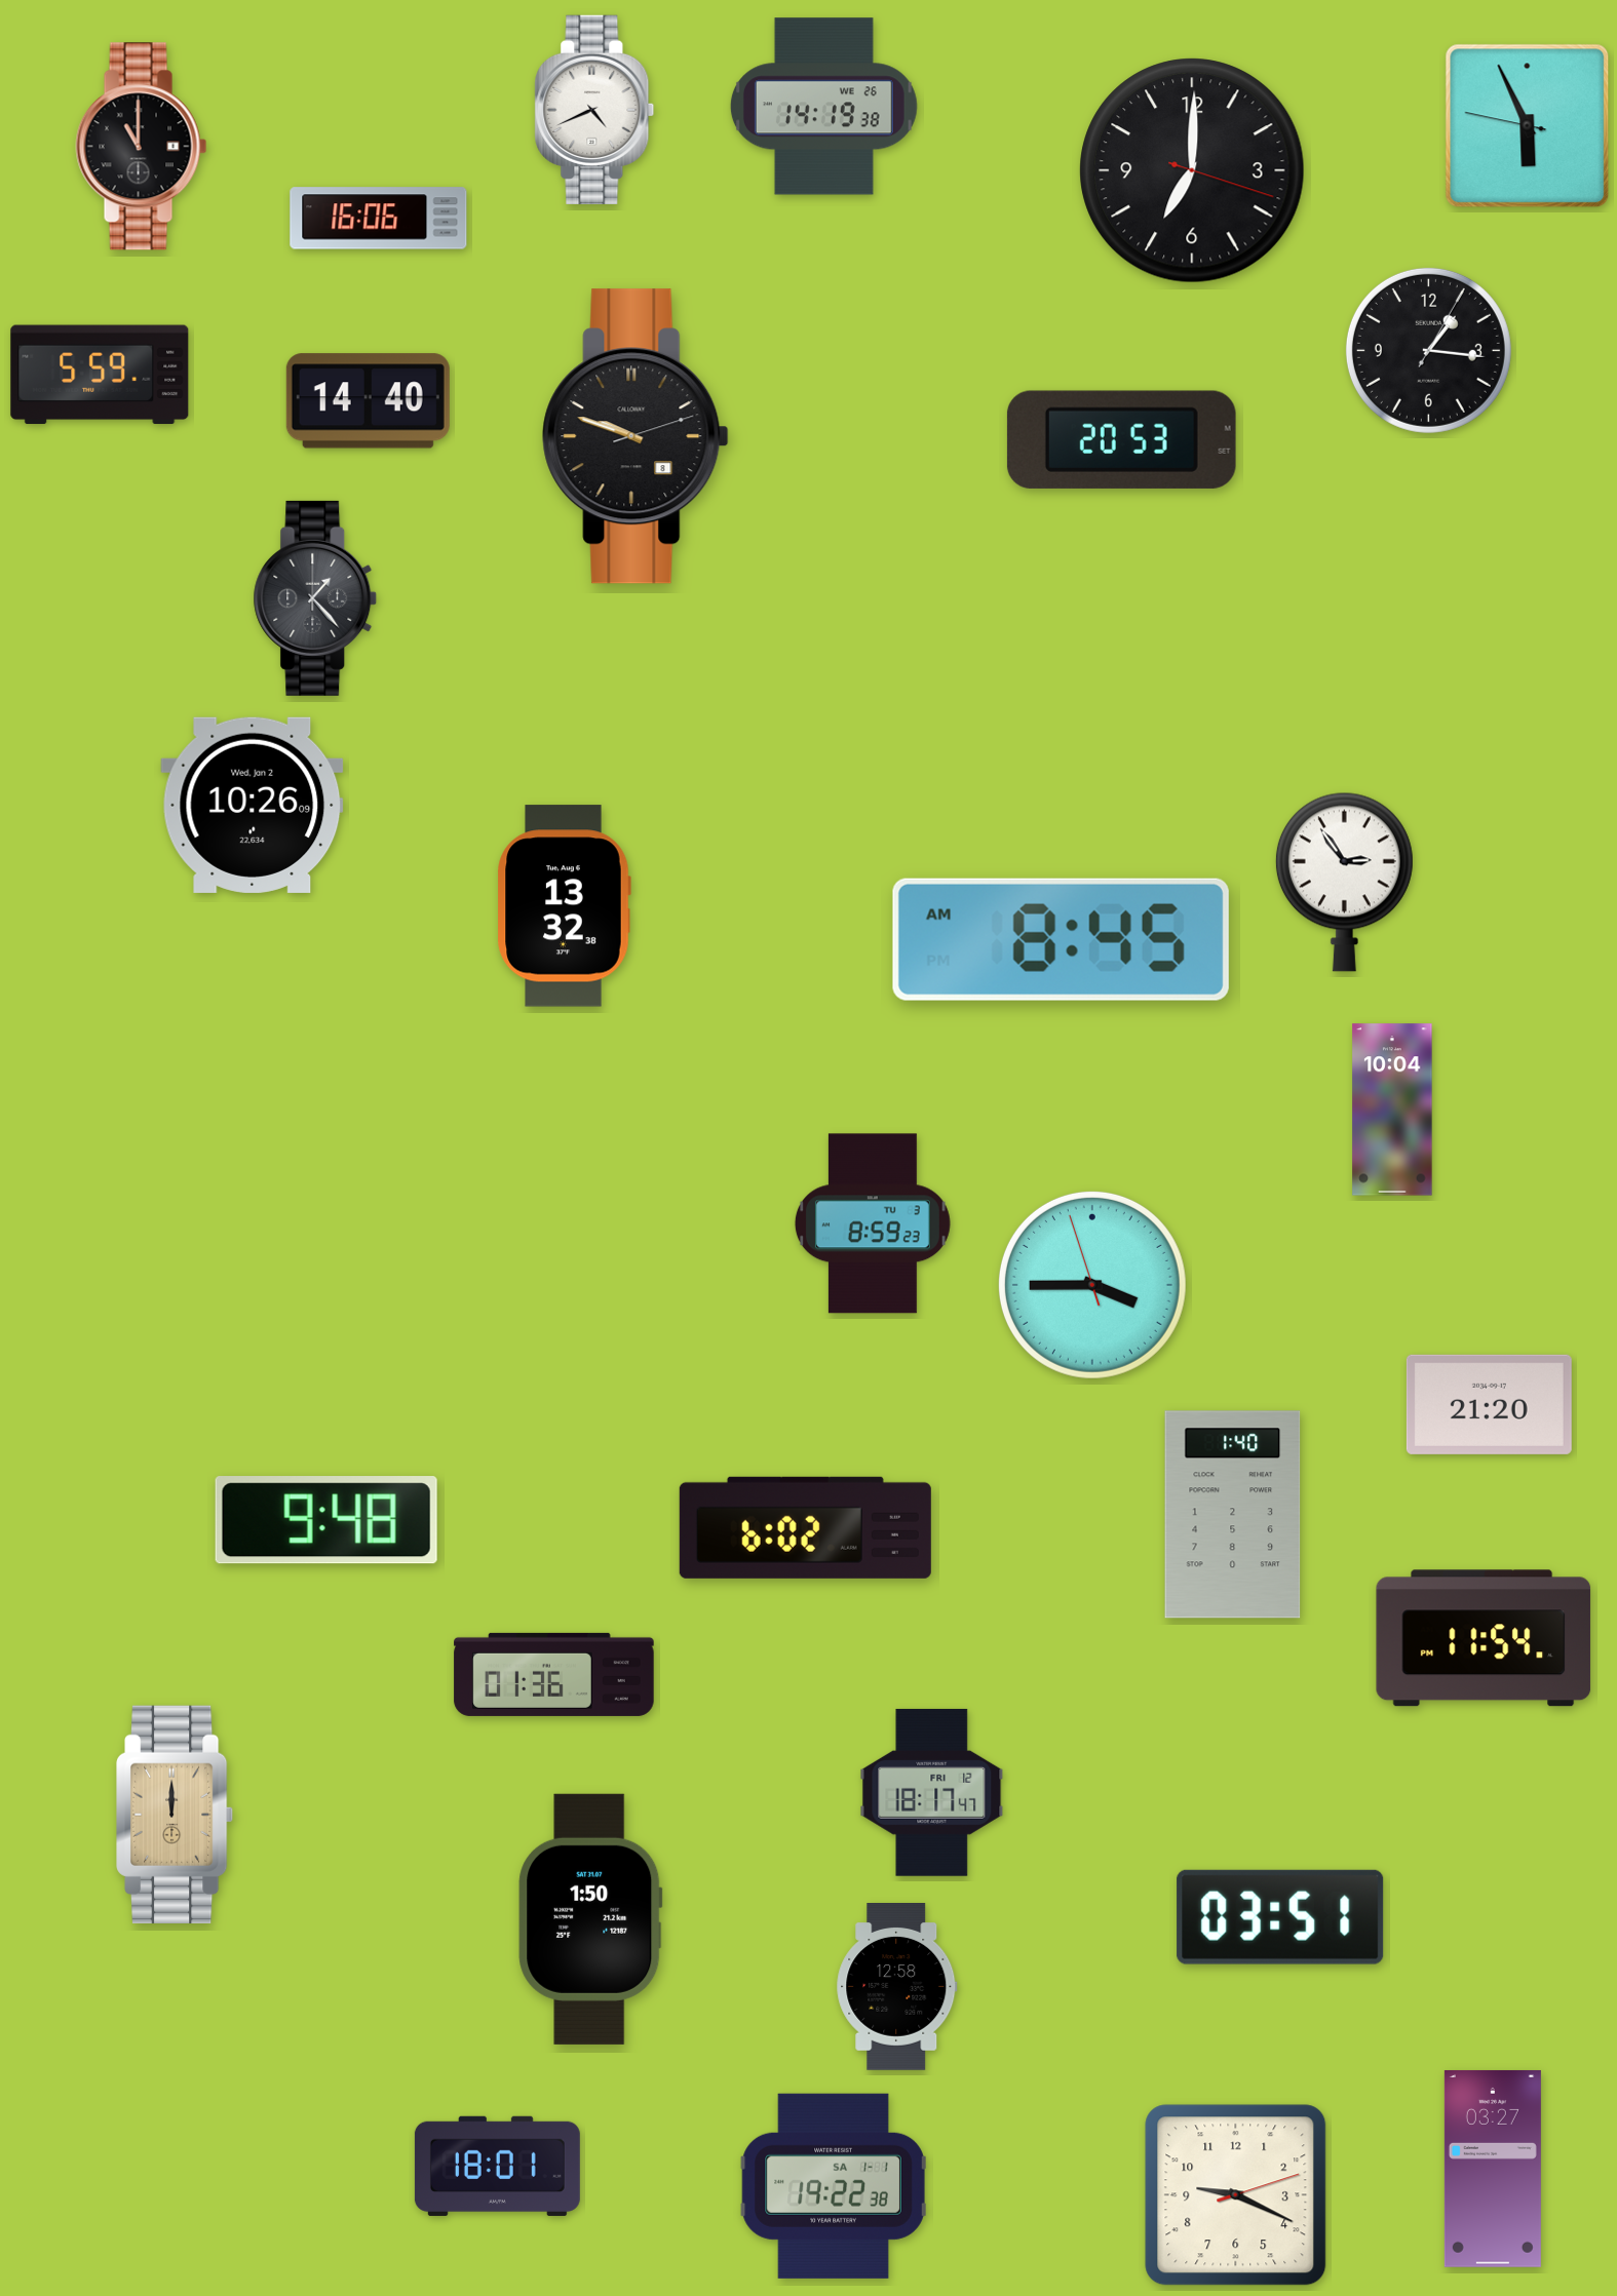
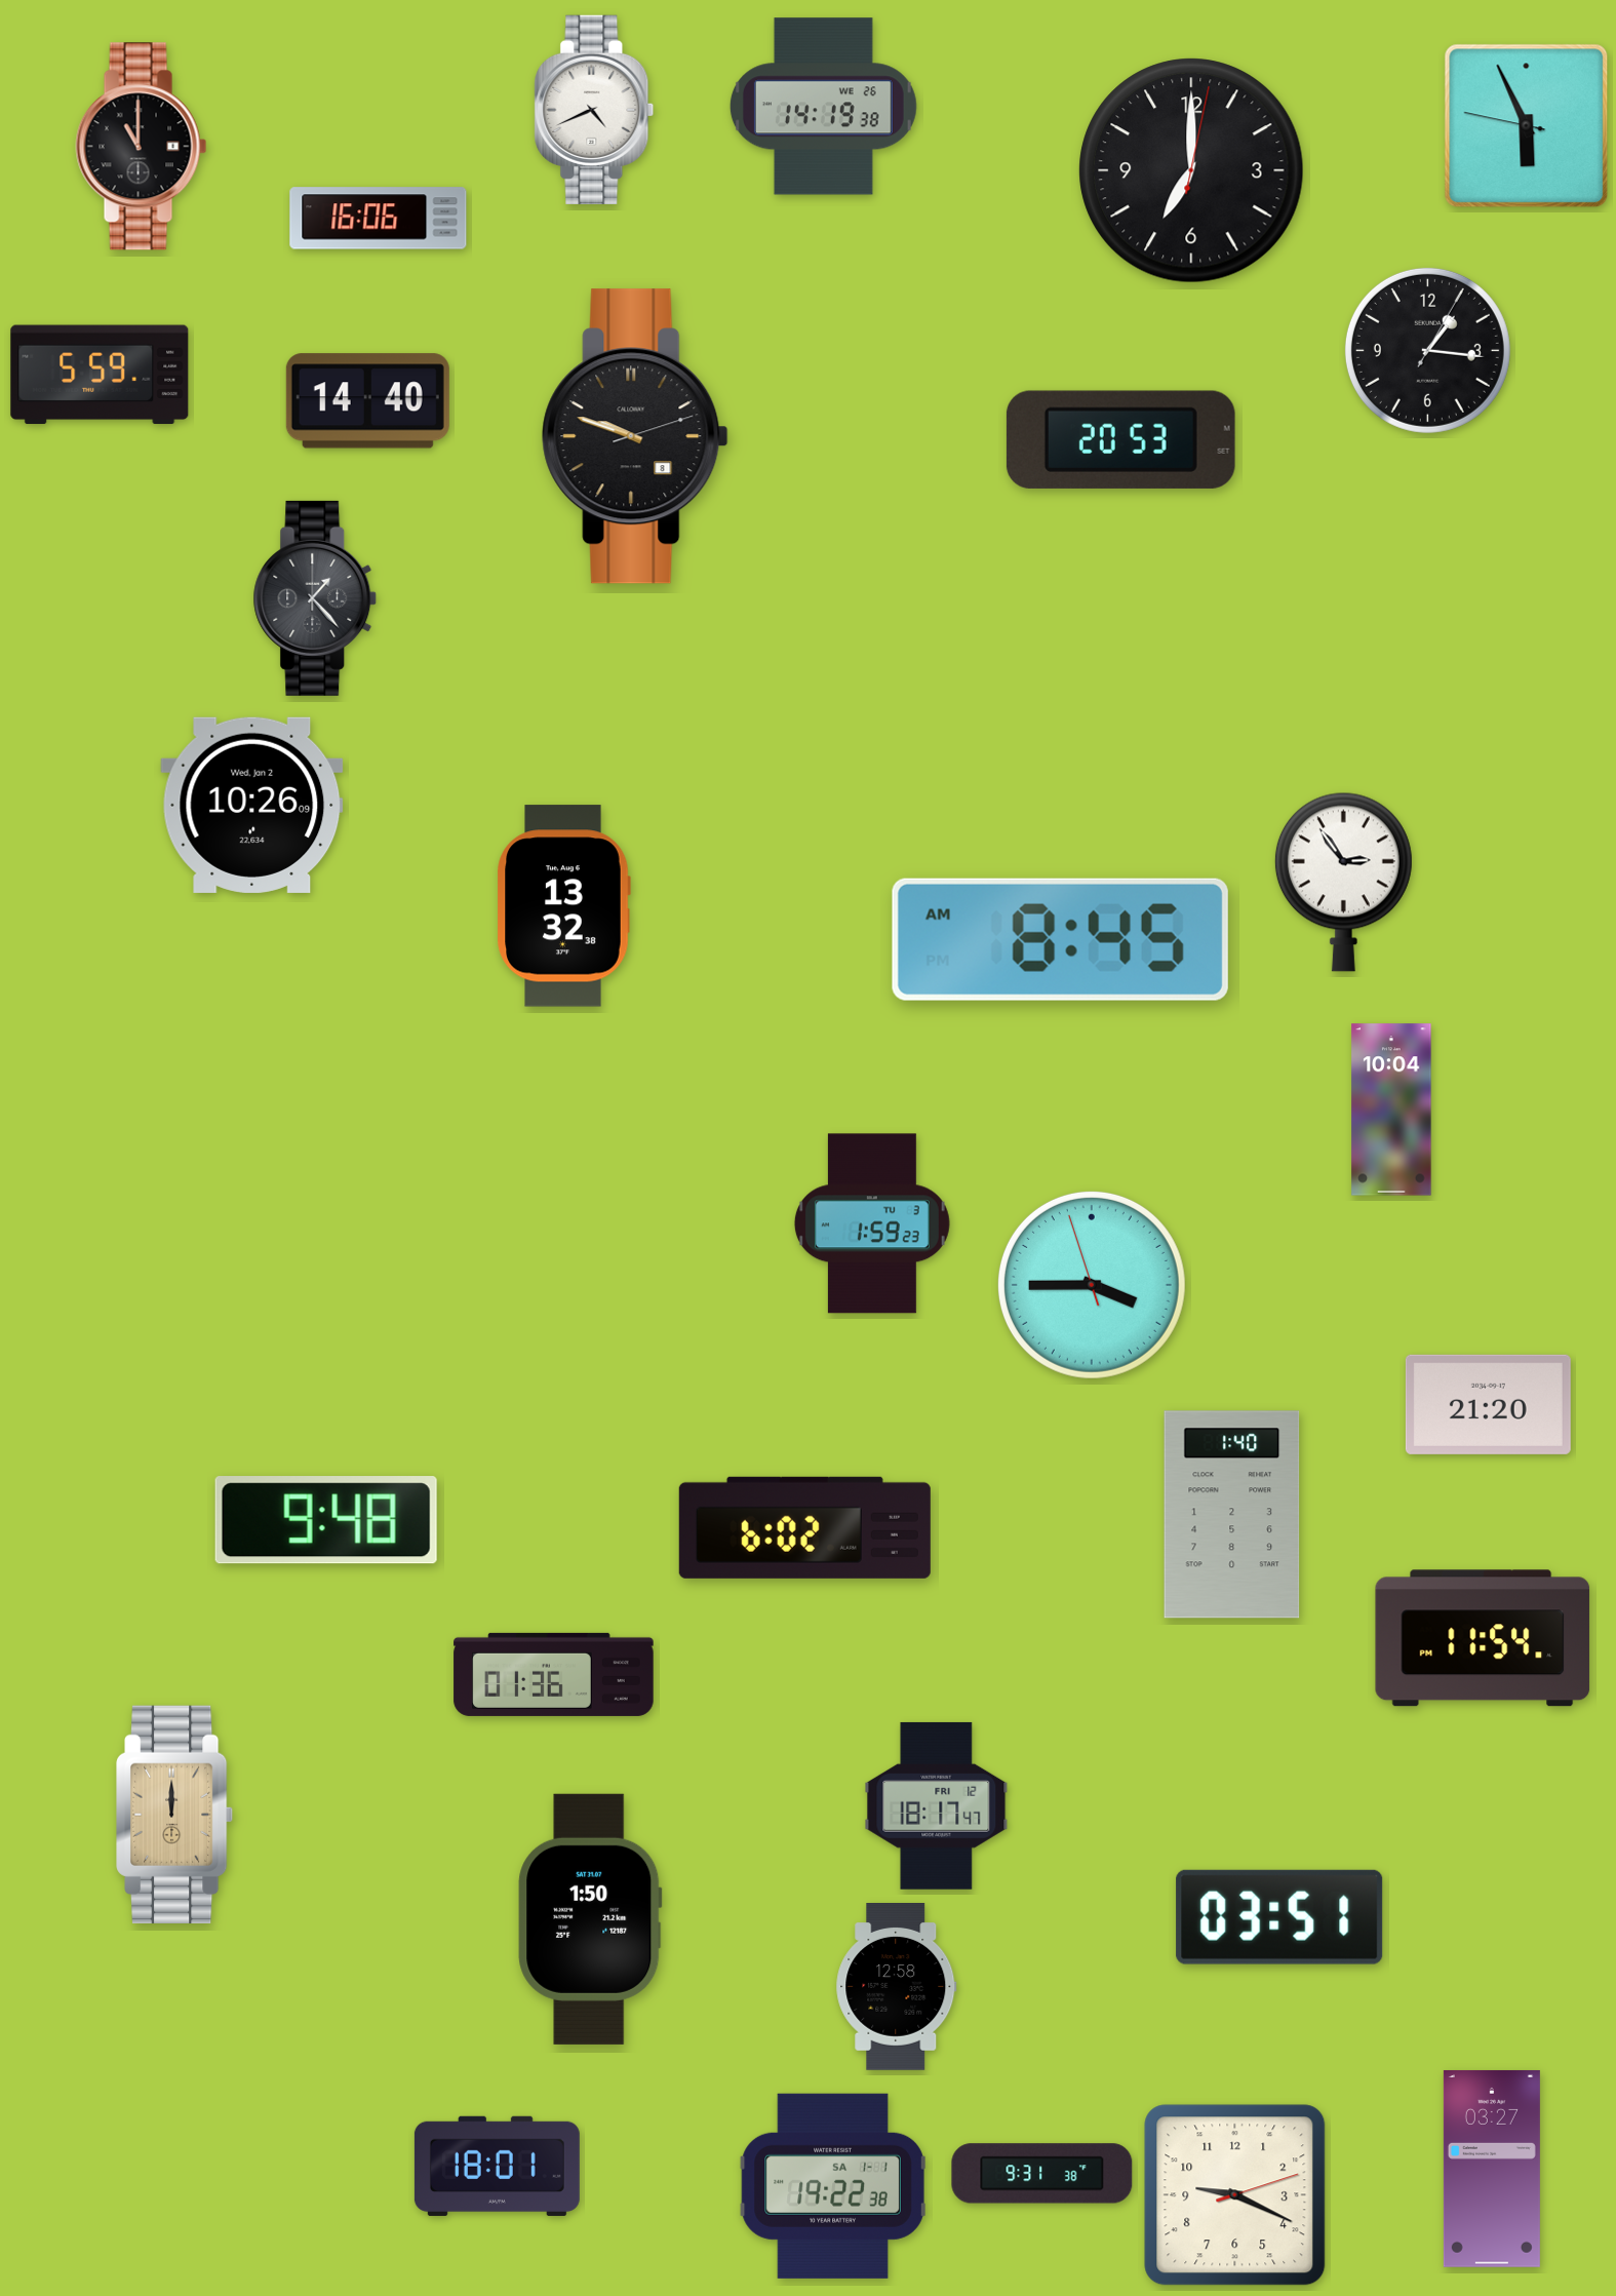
clock at (1192, 170): 7:00:18 -> 7:00:02
clock at (873, 1223): 8:59 -> 1:59
clock at (932, 1792) position: (932, 1792) -> (937, 1805)
clock at (1042, 2174): none -> 9:31
